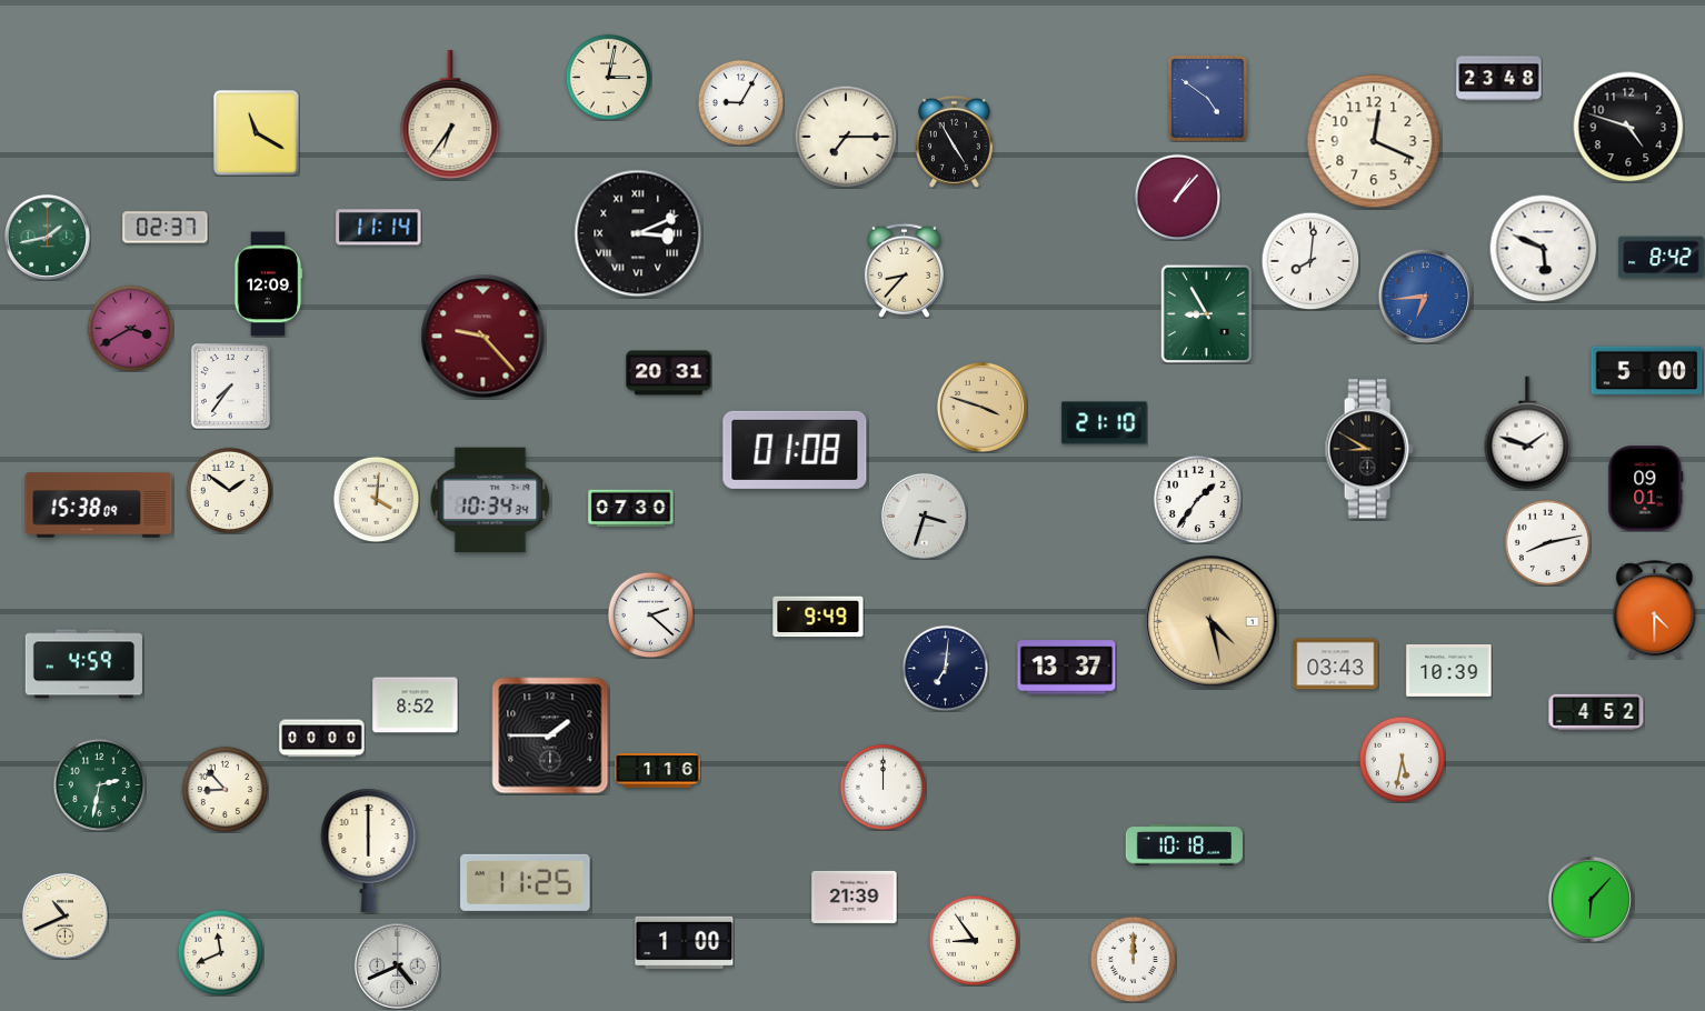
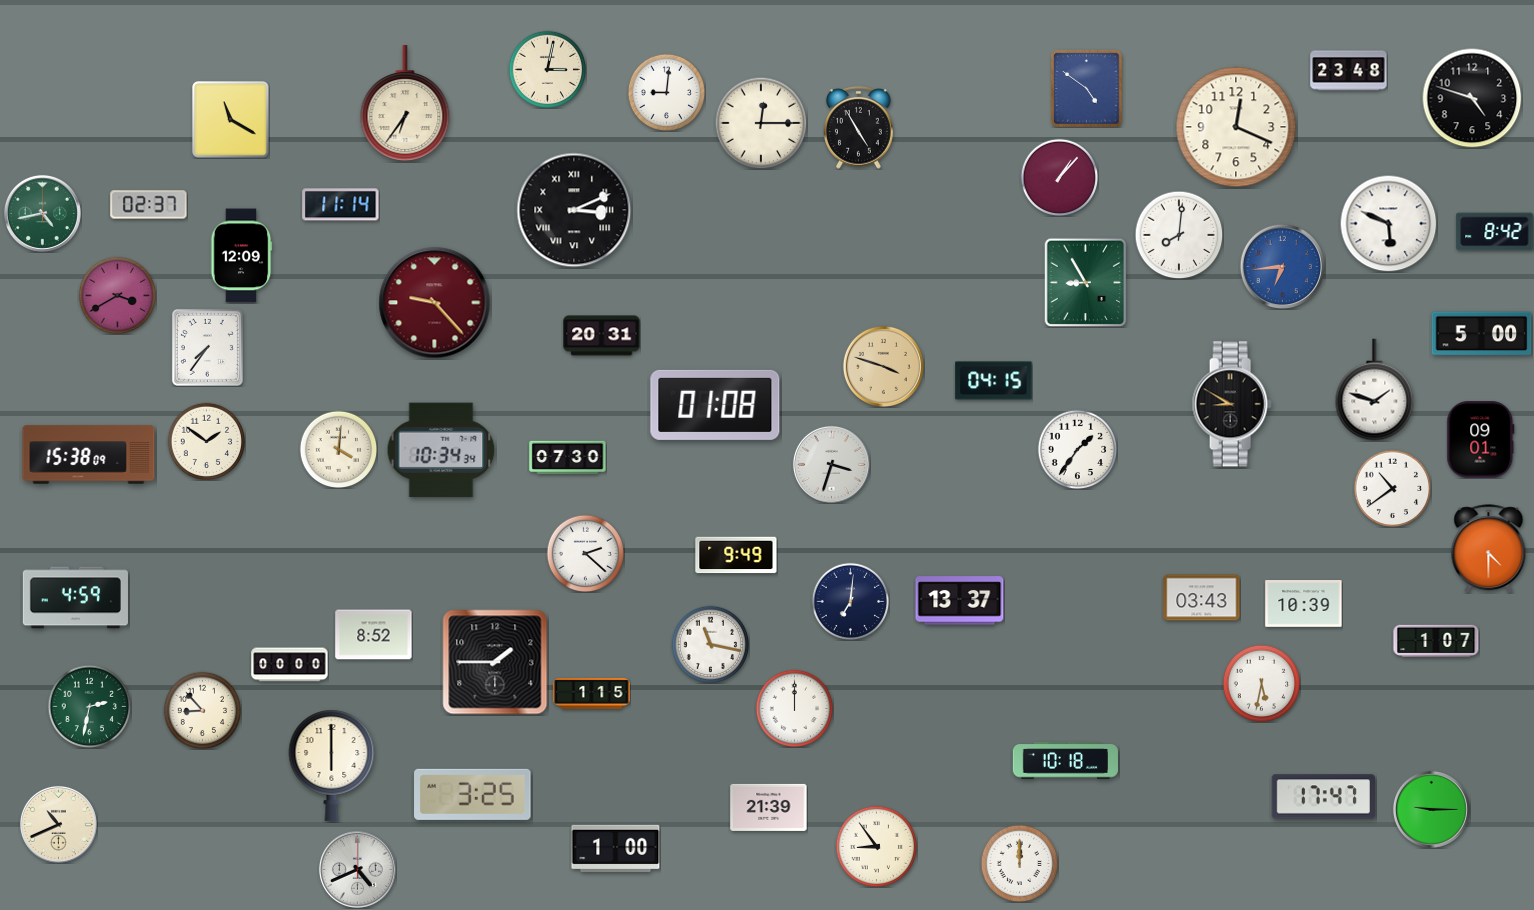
clock at (740, 102): 9:05 -> 9:01
clock at (1628, 127) position: (1628, 127) -> (1472, 98)
clock at (846, 137): 7:15 -> 12:15
clock at (47, 237): 1:43 -> 4:43
clock at (904, 270): 8:37 -> none
clock at (1105, 423): 21:10 -> 04:15
clock at (1547, 542): 8:13 -> 10:39
clock at (1212, 622): 4:28 -> none
clock at (1596, 711): 4:52 -> 1:07
clock at (710, 644): none -> 11:17
clock at (658, 770): 1:16 -> 1:15
clock at (526, 882): 11:25 -> 3:25
clock at (1323, 797): none -> 17:47
clock at (1591, 899): 6:07 -> 9:15
clock at (220, 952): 11:41 -> none
